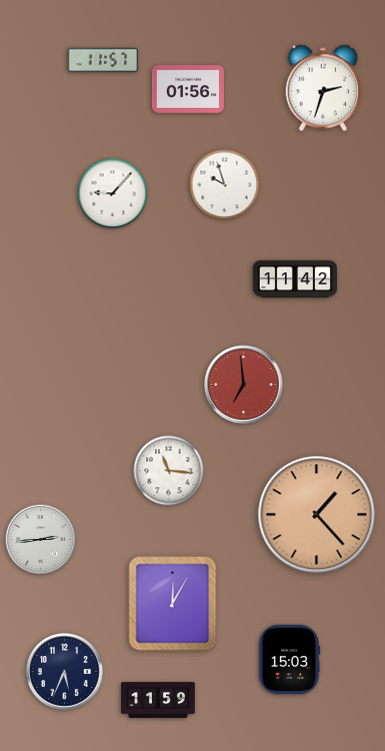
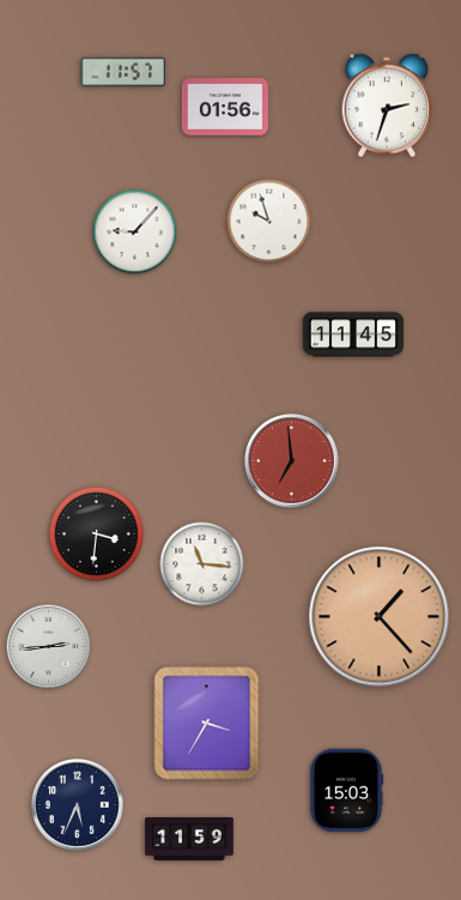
clock at (294, 279): 11:42 -> 11:45
clock at (96, 533): none -> 3:31
clock at (173, 604): 12:05 -> 3:35
